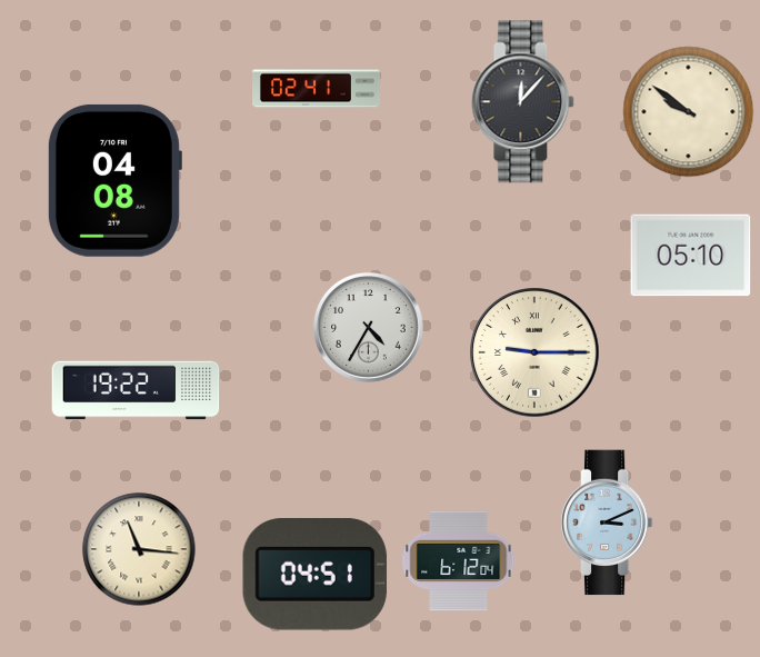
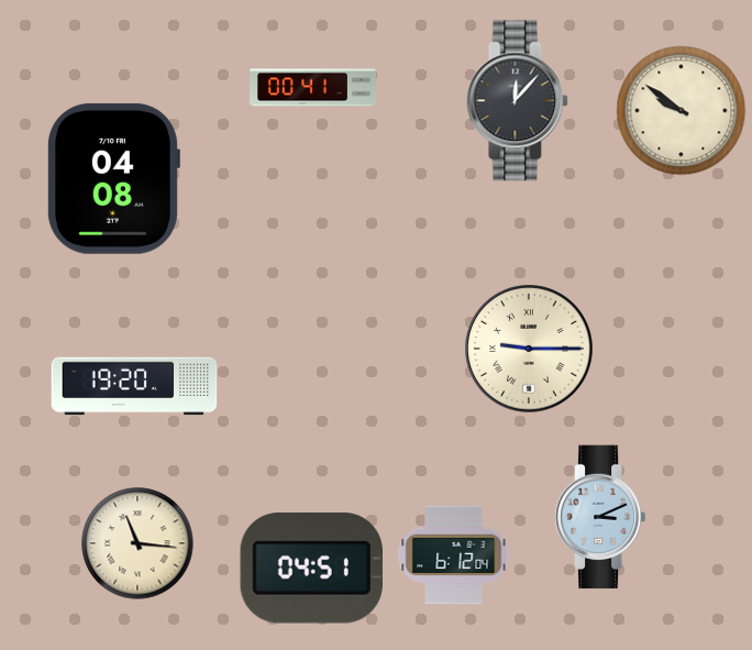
clock at (317, 89): 02:41 -> 00:41
clock at (691, 256): 05:10 -> none
clock at (369, 328): 4:35 -> none
clock at (136, 390): 19:22 -> 19:20
